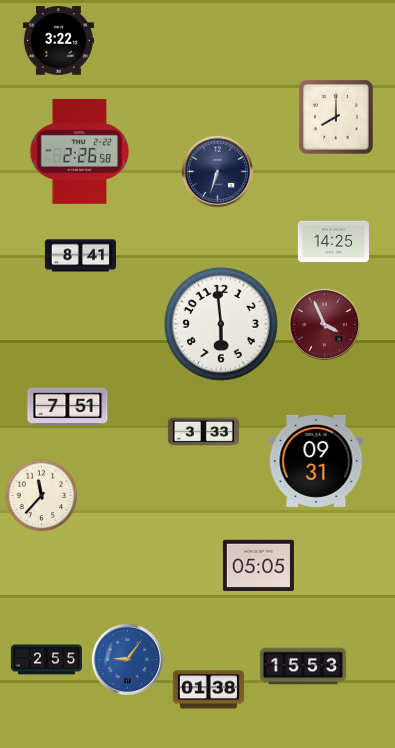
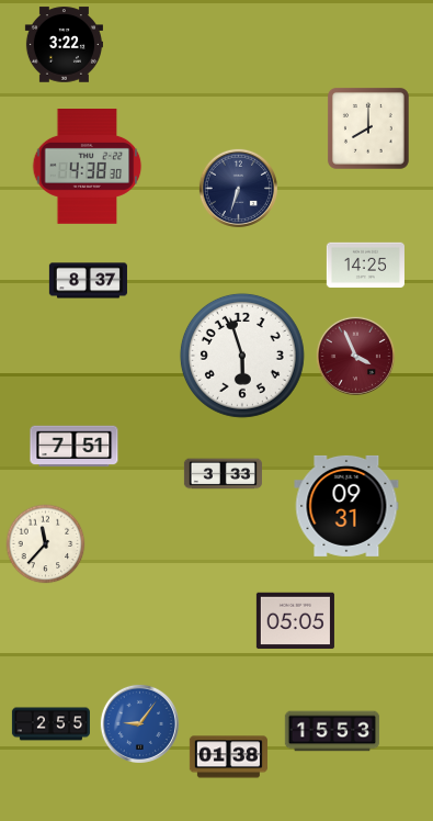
clock at (80, 152): 2:26 -> 4:38
clock at (80, 256): 8:41 -> 8:37
clock at (221, 324): 5:59 -> 5:57
clock at (258, 566) position: (258, 566) -> (295, 621)
